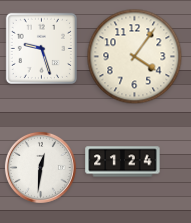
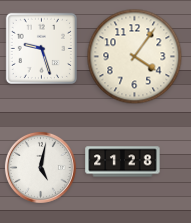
clock at (123, 162): 21:24 -> 21:28
clock at (40, 167): 12:31 -> 5:02
